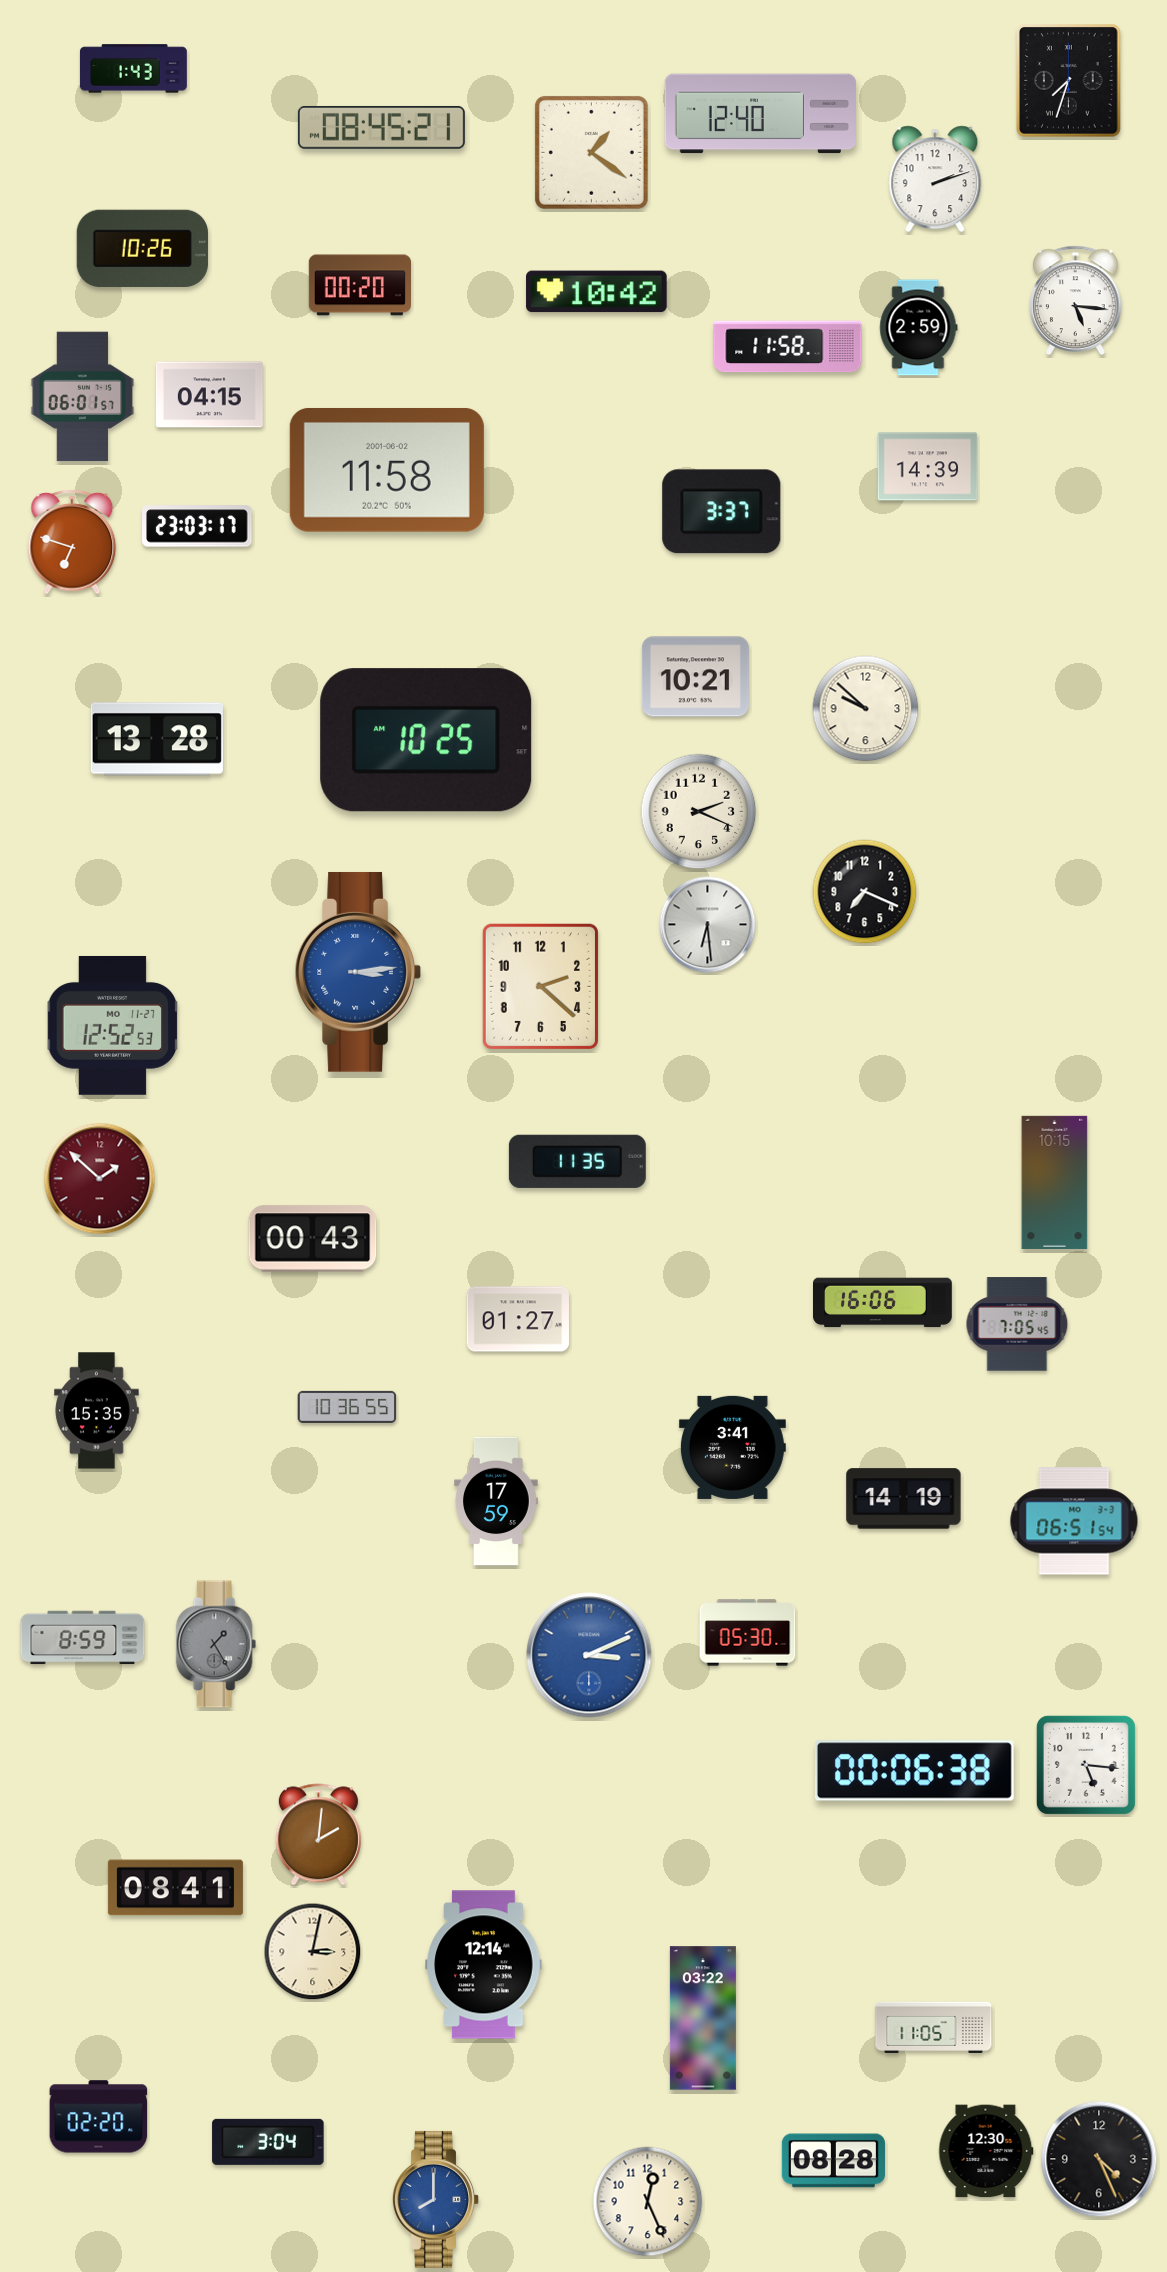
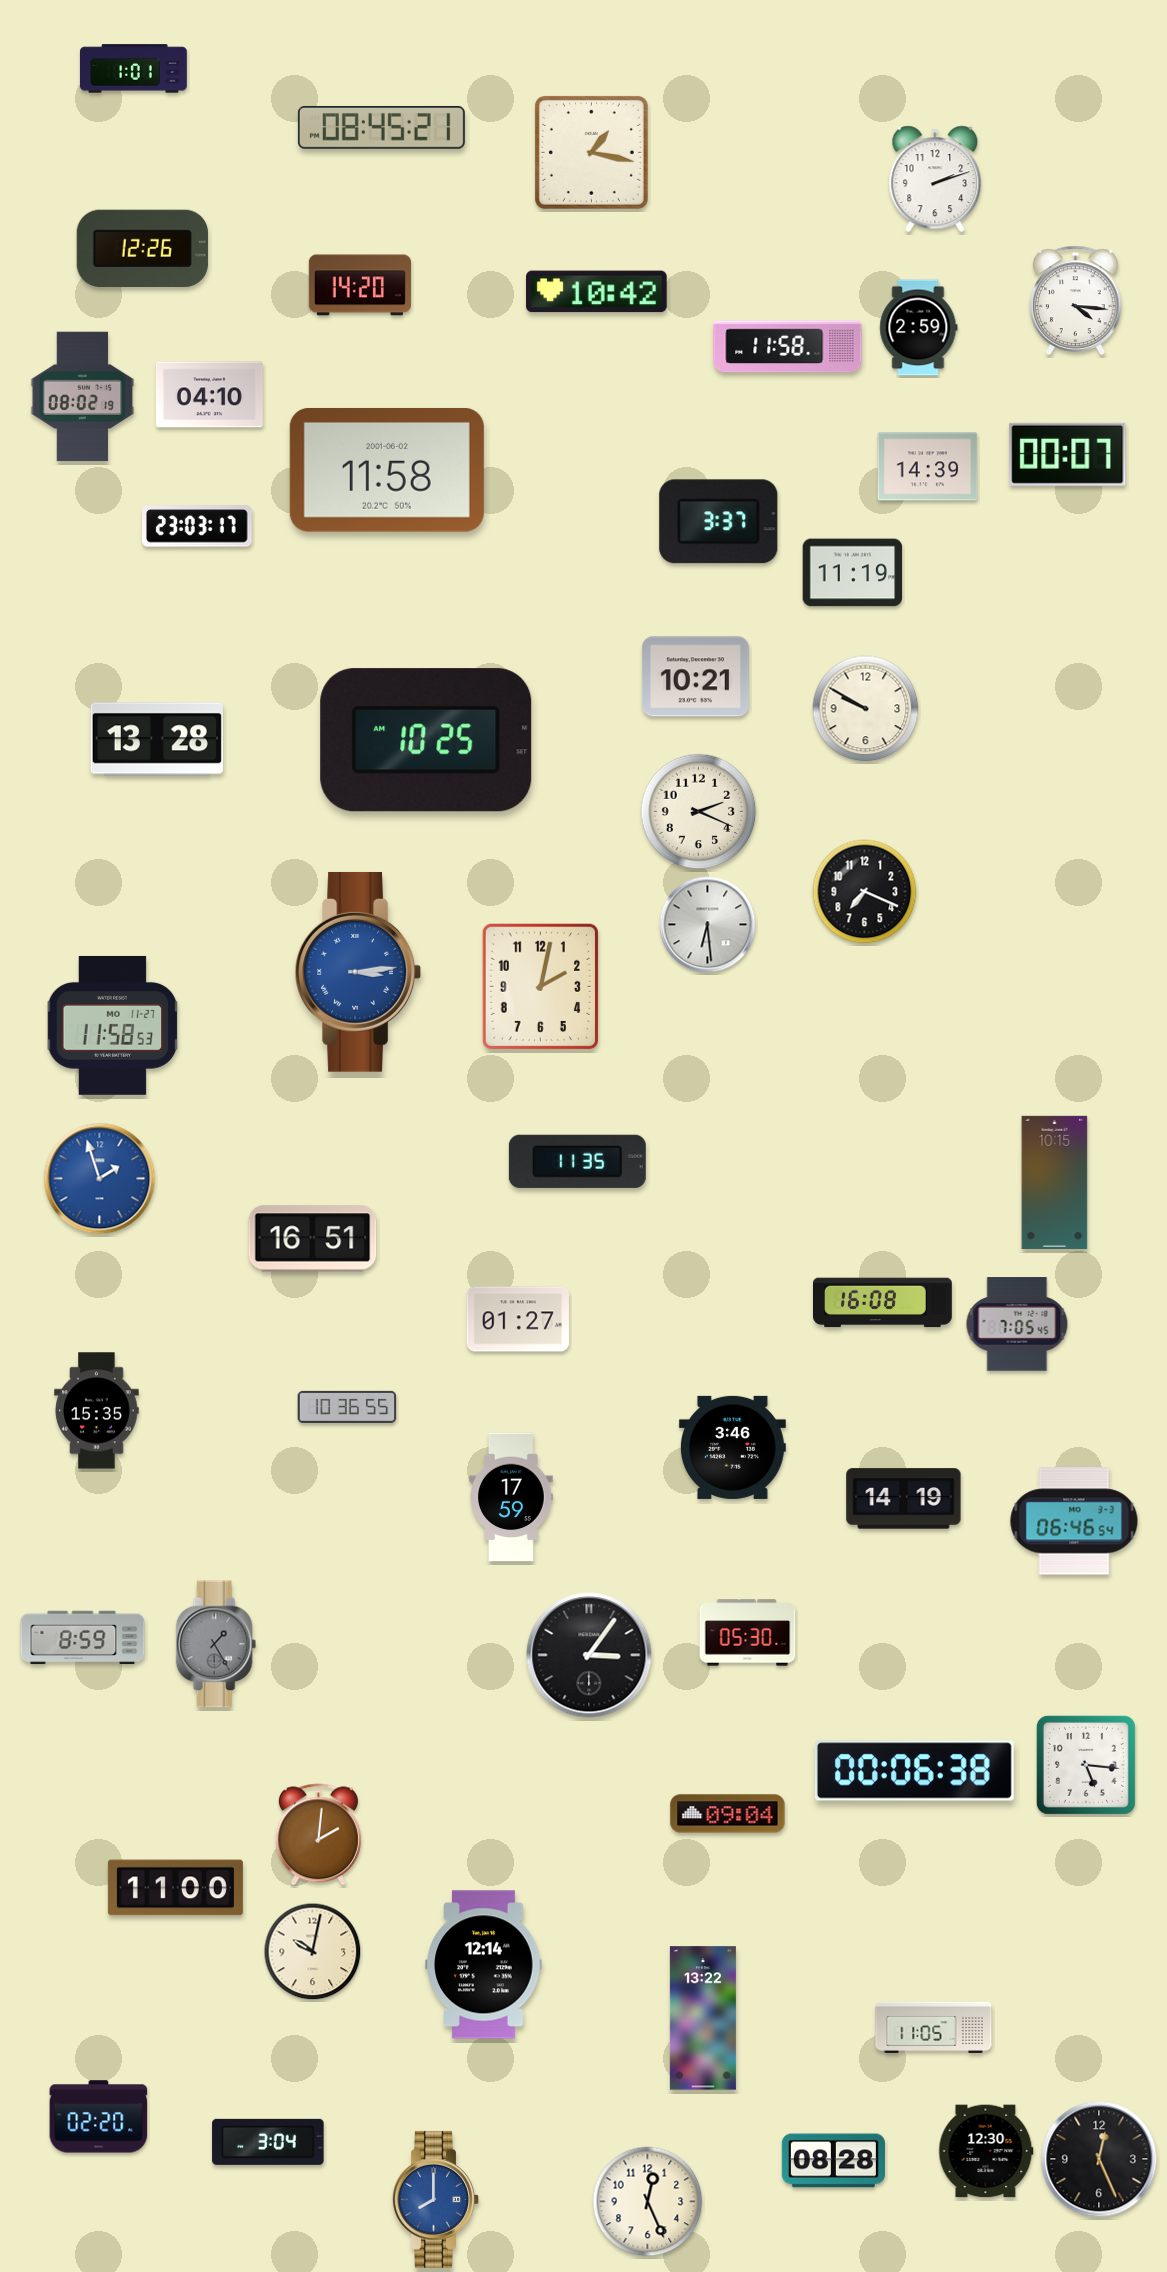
clock at (133, 69): 1:43 -> 1:01
clock at (1069, 81): 7:33 -> none
clock at (760, 114): 12:40 -> none
clock at (591, 152): 1:21 -> 1:17
clock at (142, 248): 10:26 -> 12:26
clock at (359, 285): 00:20 -> 14:20
clock at (1076, 300): 5:16 -> 4:16
clock at (209, 395): 04:15 -> 04:10
clock at (83, 397): 06:01 -> 08:02
clock at (1068, 454): none -> 00:07
clock at (722, 512) position: (722, 512) -> (719, 522)
clock at (72, 542): 6:48 -> none
clock at (853, 573): none -> 11:19
clock at (866, 709): 9:52 -> 9:50
clock at (540, 986): 2:22 -> 2:02
clock at (113, 1026): 12:52 -> 11:58
clock at (100, 1179): 1:52 -> 1:57
clock at (100, 1179) dial: burgundy -> blue
clock at (313, 1239): 00:43 -> 16:51
clock at (883, 1303): 16:06 -> 16:08
clock at (732, 1447): 3:41 -> 3:46
clock at (496, 1501) position: (496, 1501) -> (511, 1497)
clock at (1074, 1521): 06:51 -> 06:46
clock at (589, 1655): 3:11 -> 3:06
clock at (589, 1655) dial: blue -> black
clock at (728, 1814): none -> 09:04
clock at (175, 1888): 08:41 -> 11:00
clock at (313, 1952): 3:02 -> 10:02
clock at (703, 2018): 03:22 -> 13:22
clock at (1099, 2159): 4:26 -> 12:26
